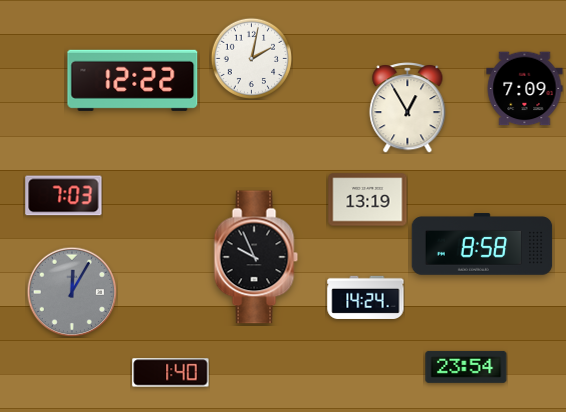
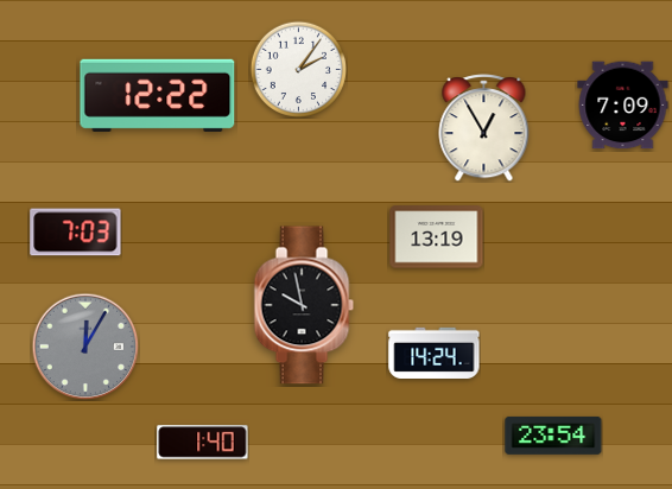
clock at (251, 58): 2:02 -> 2:06
clock at (482, 244): 8:58 -> none
clock at (256, 257): 9:56 -> 9:58
